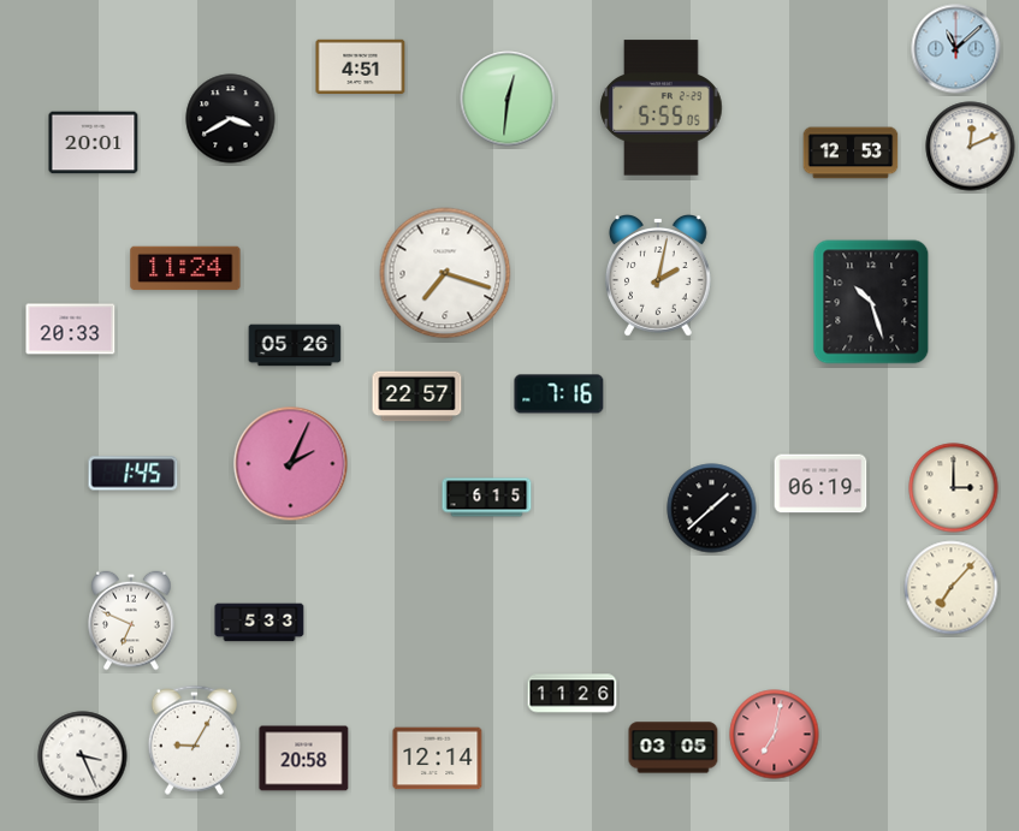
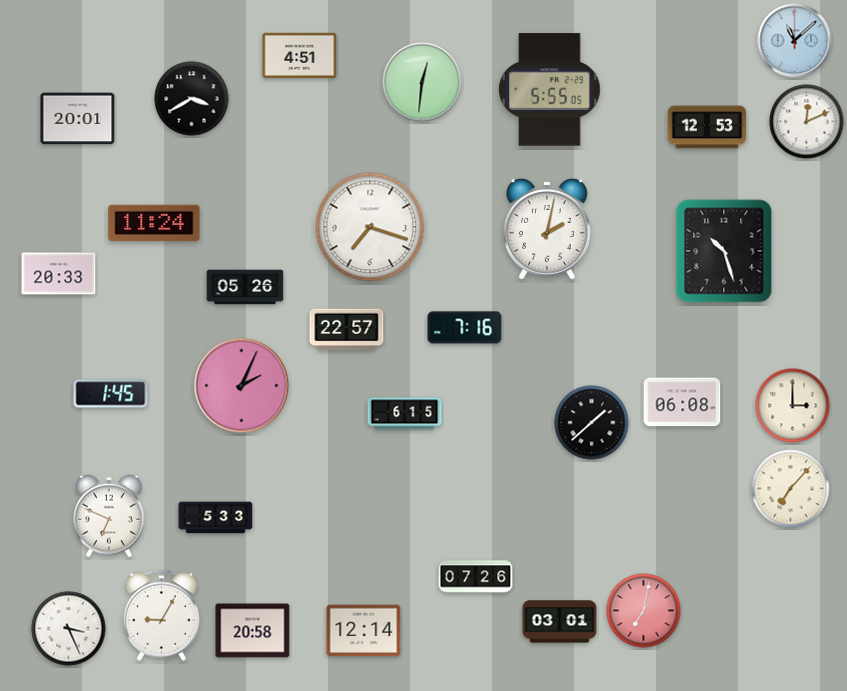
clock at (820, 483): 06:19 -> 06:08
clock at (573, 694): 11:26 -> 07:26
clock at (674, 748): 03:05 -> 03:01
